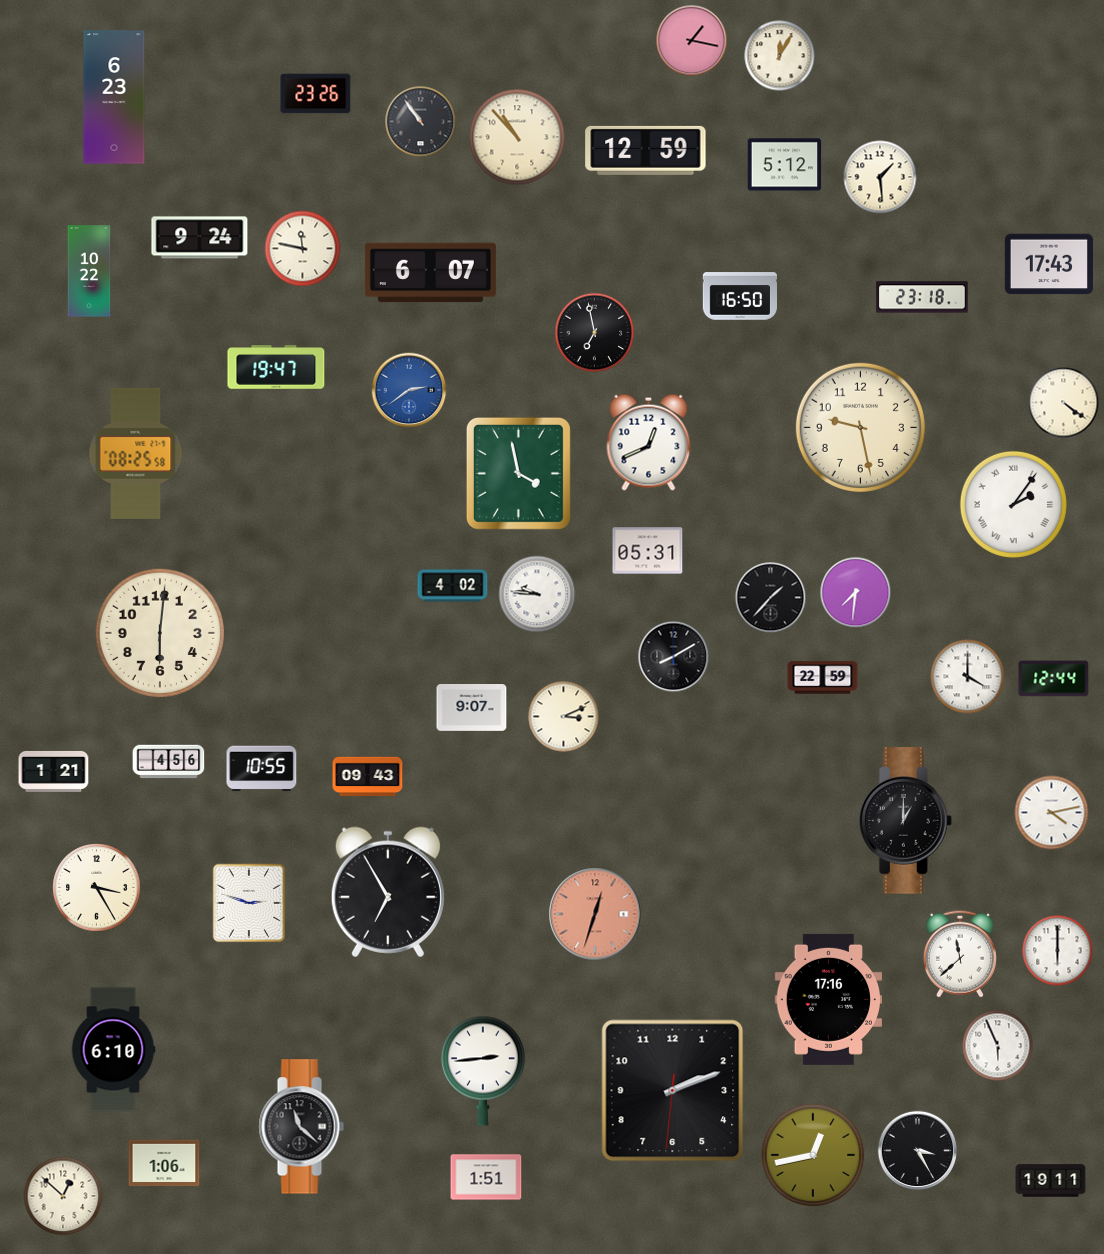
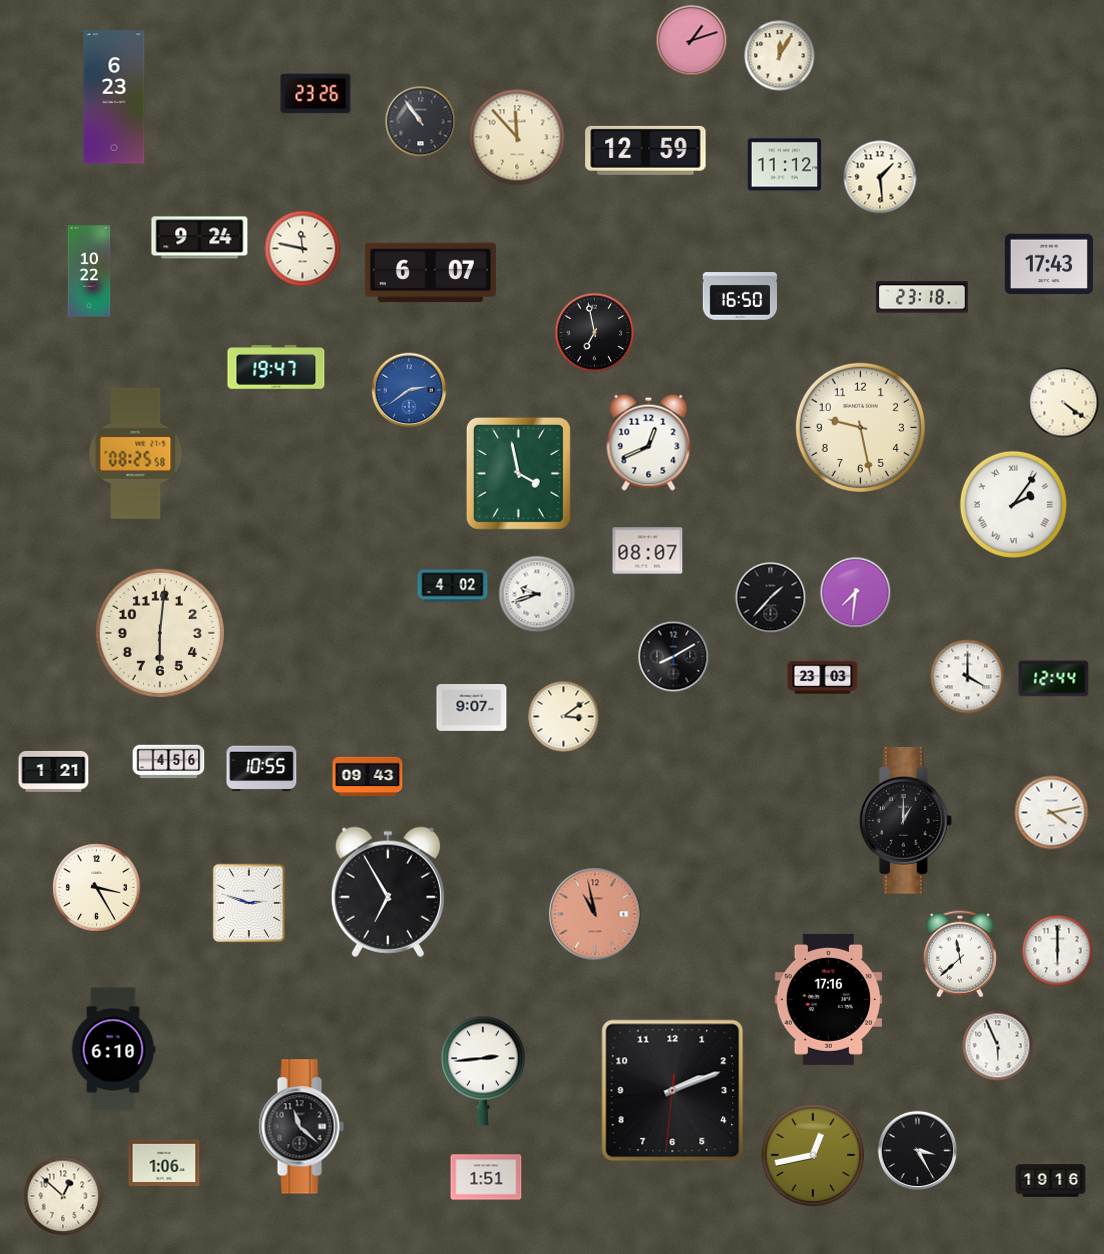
clock at (692, 41): 1:17 -> 1:12
clock at (517, 137): 10:53 -> 11:53
clock at (785, 165): 5:12 -> 11:12
clock at (648, 551): 05:31 -> 08:07
clock at (537, 594): 9:46 -> 9:42
clock at (823, 678): 22:59 -> 23:03
clock at (564, 717): 3:11 -> 3:09
clock at (595, 914): 12:33 -> 10:58
clock at (1051, 1181): 19:11 -> 19:16
